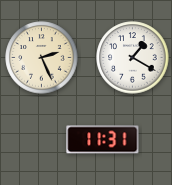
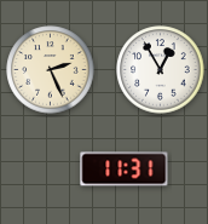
clock at (133, 58): 1:20 -> 12:55
